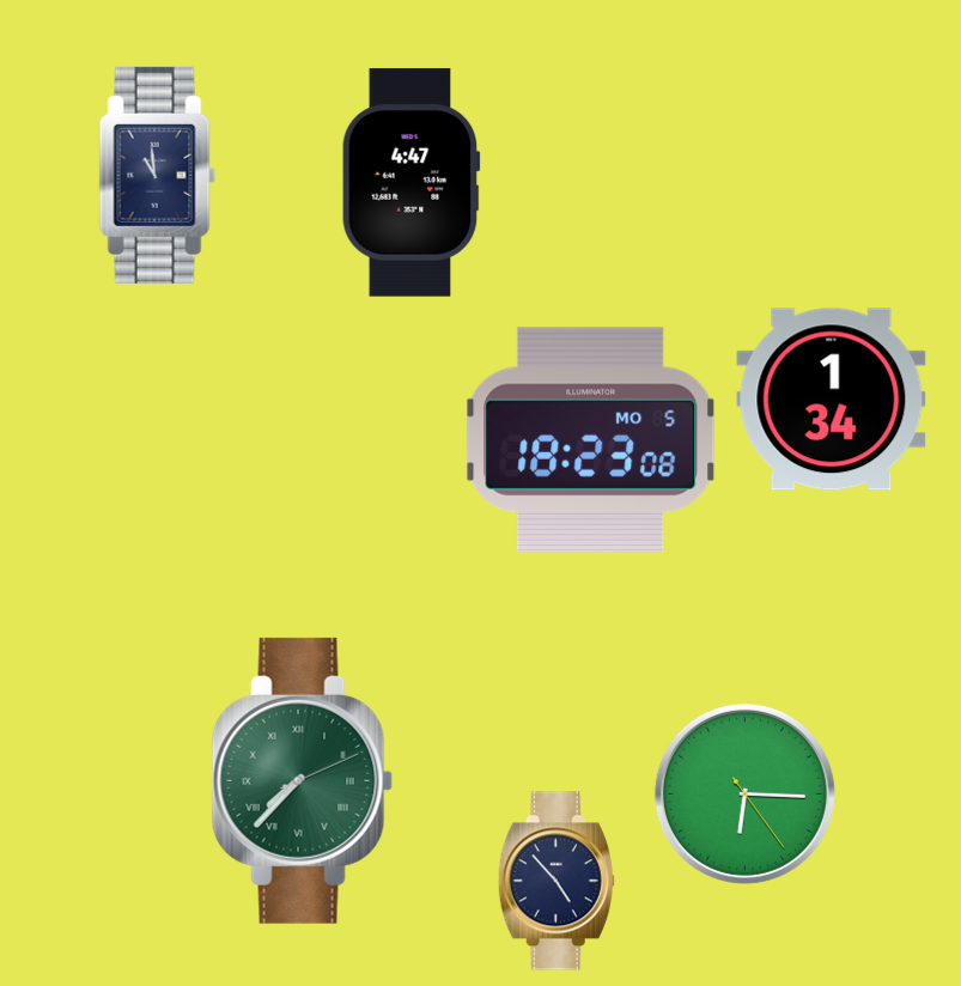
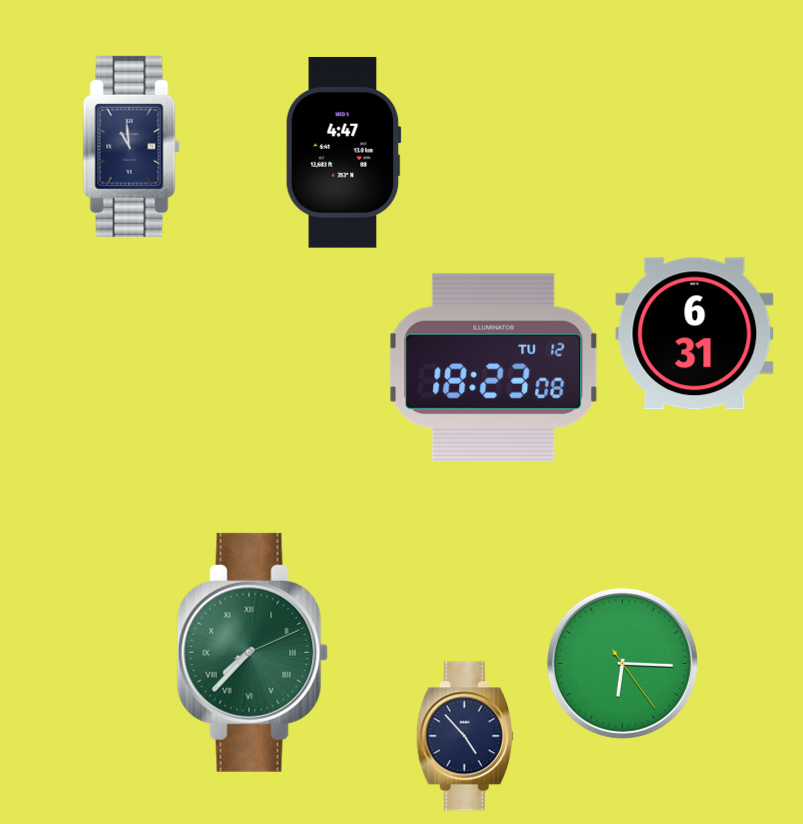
clock at (832, 400): 1:34 -> 6:31
clock at (591, 439) date: MO 5 -> TU 12
